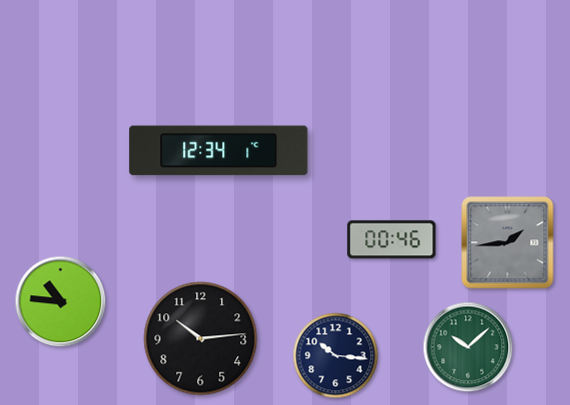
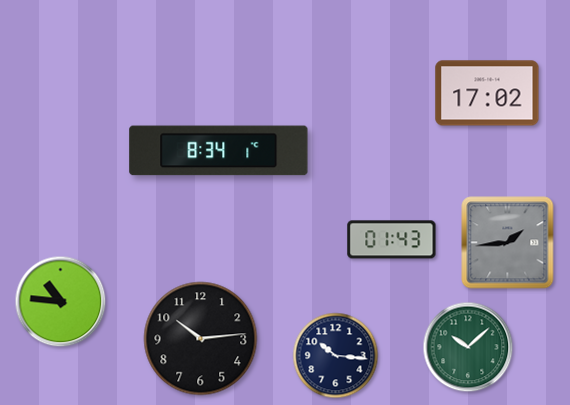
clock at (487, 93): none -> 17:02
clock at (219, 151): 12:34 -> 8:34
clock at (392, 240): 00:46 -> 01:43
